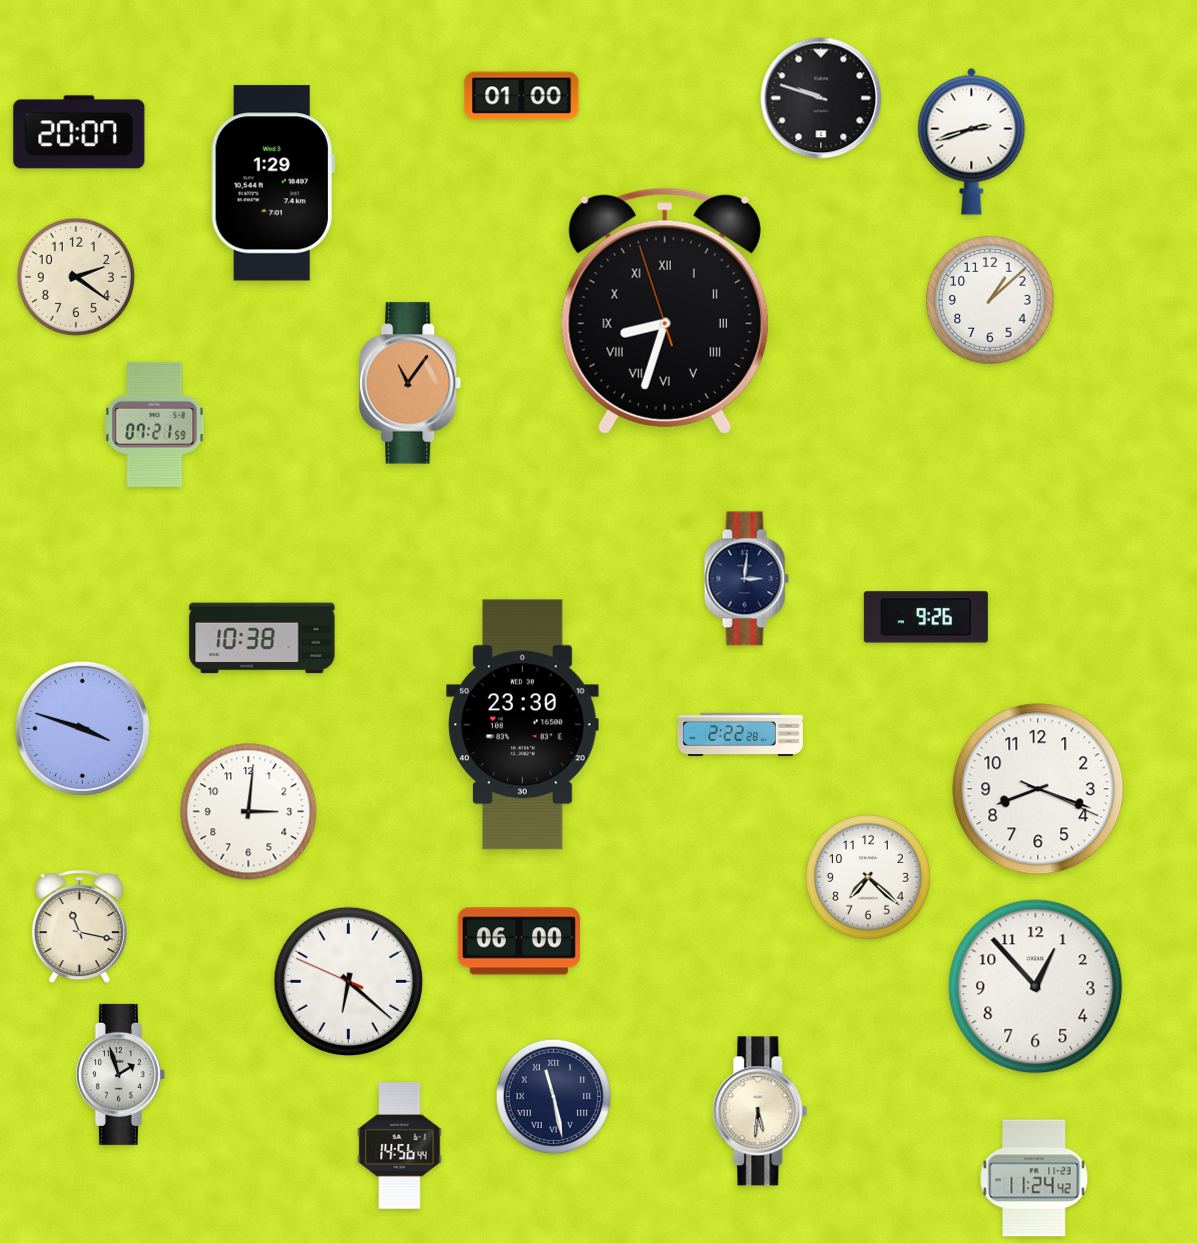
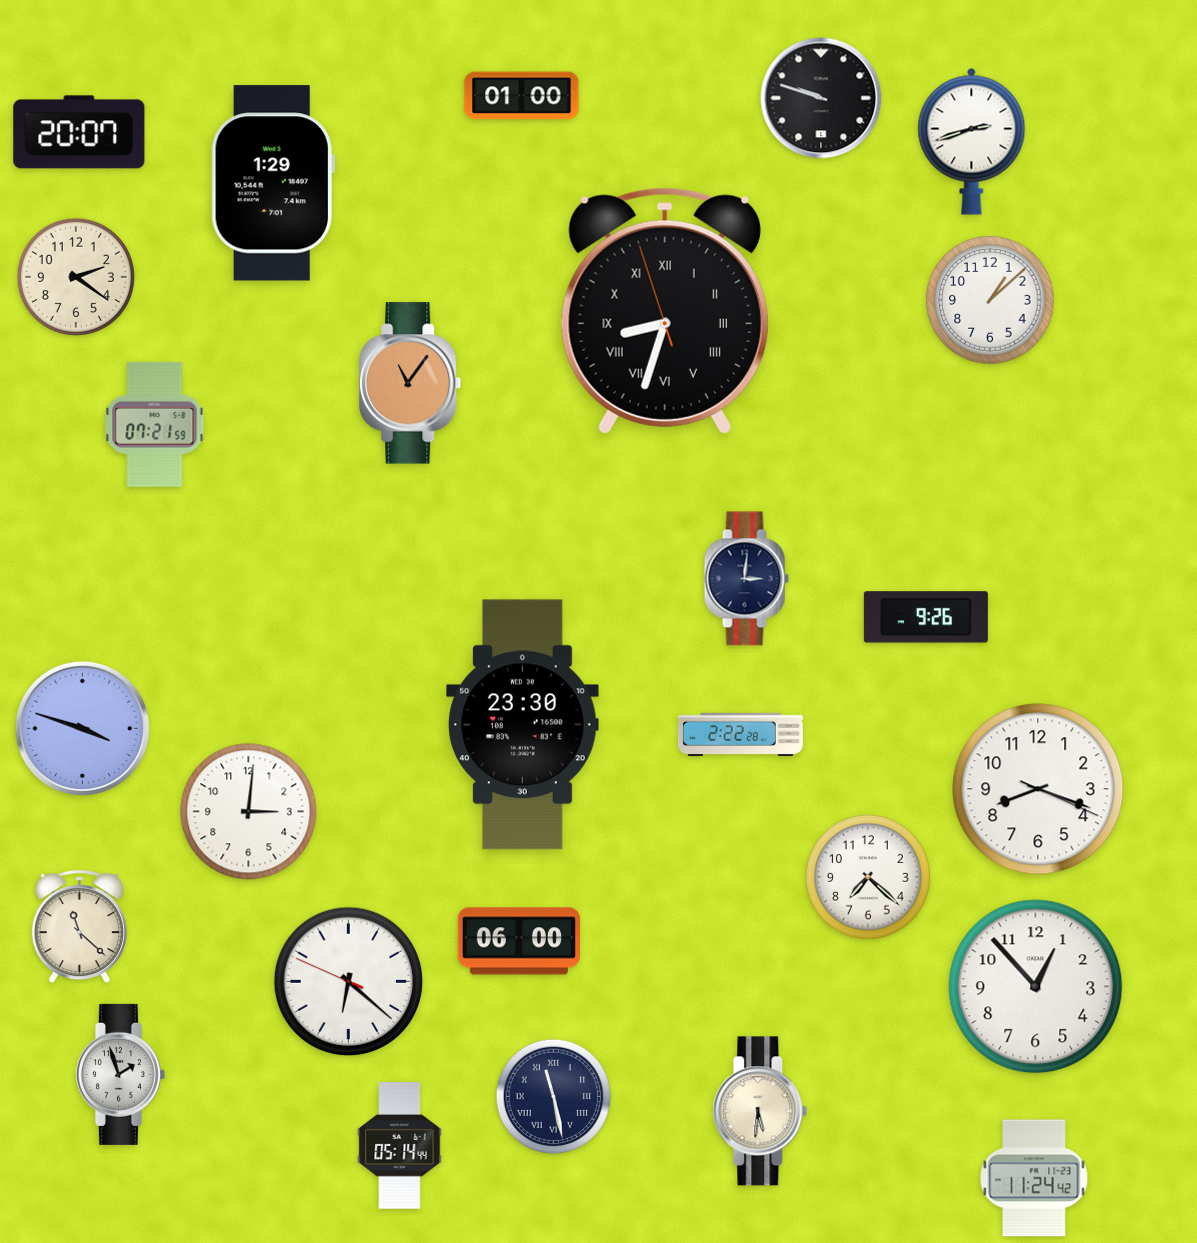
clock at (262, 638): 10:38 -> none
clock at (79, 928): 11:17 -> 11:22
clock at (400, 1146): 14:56 -> 05:14
